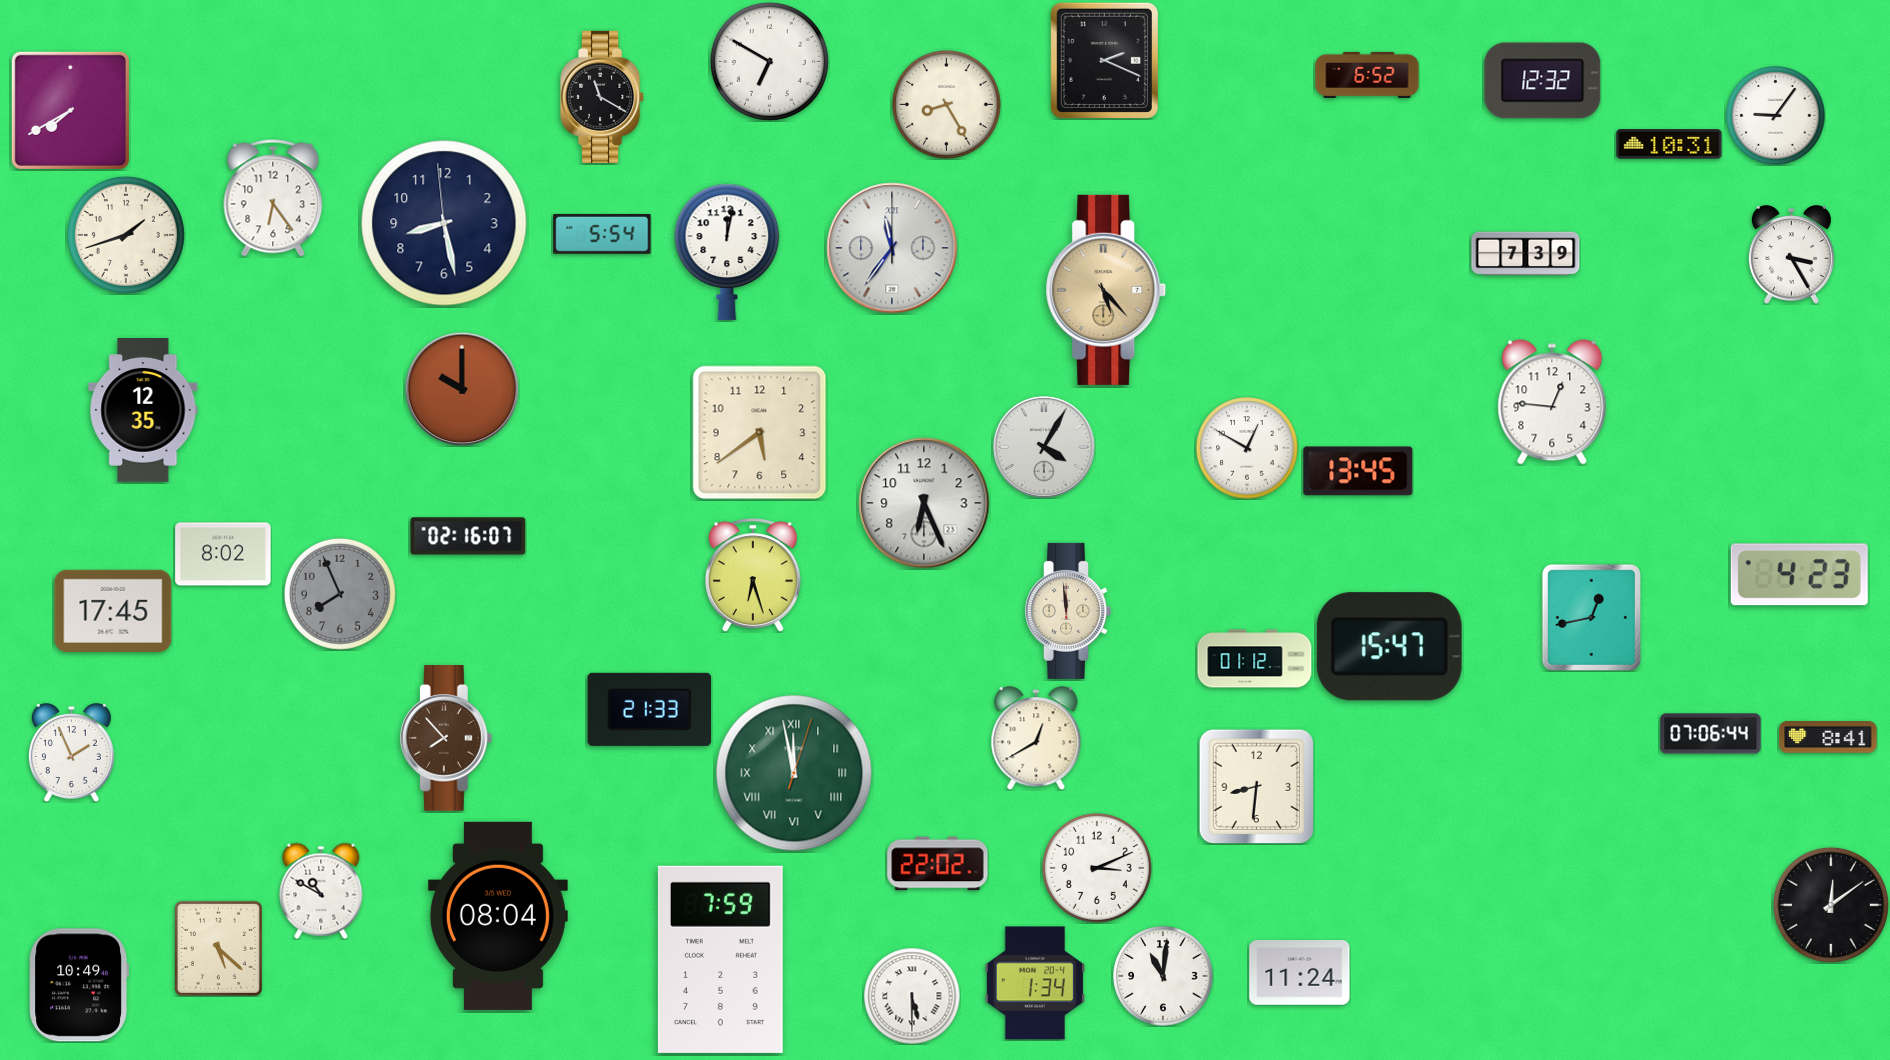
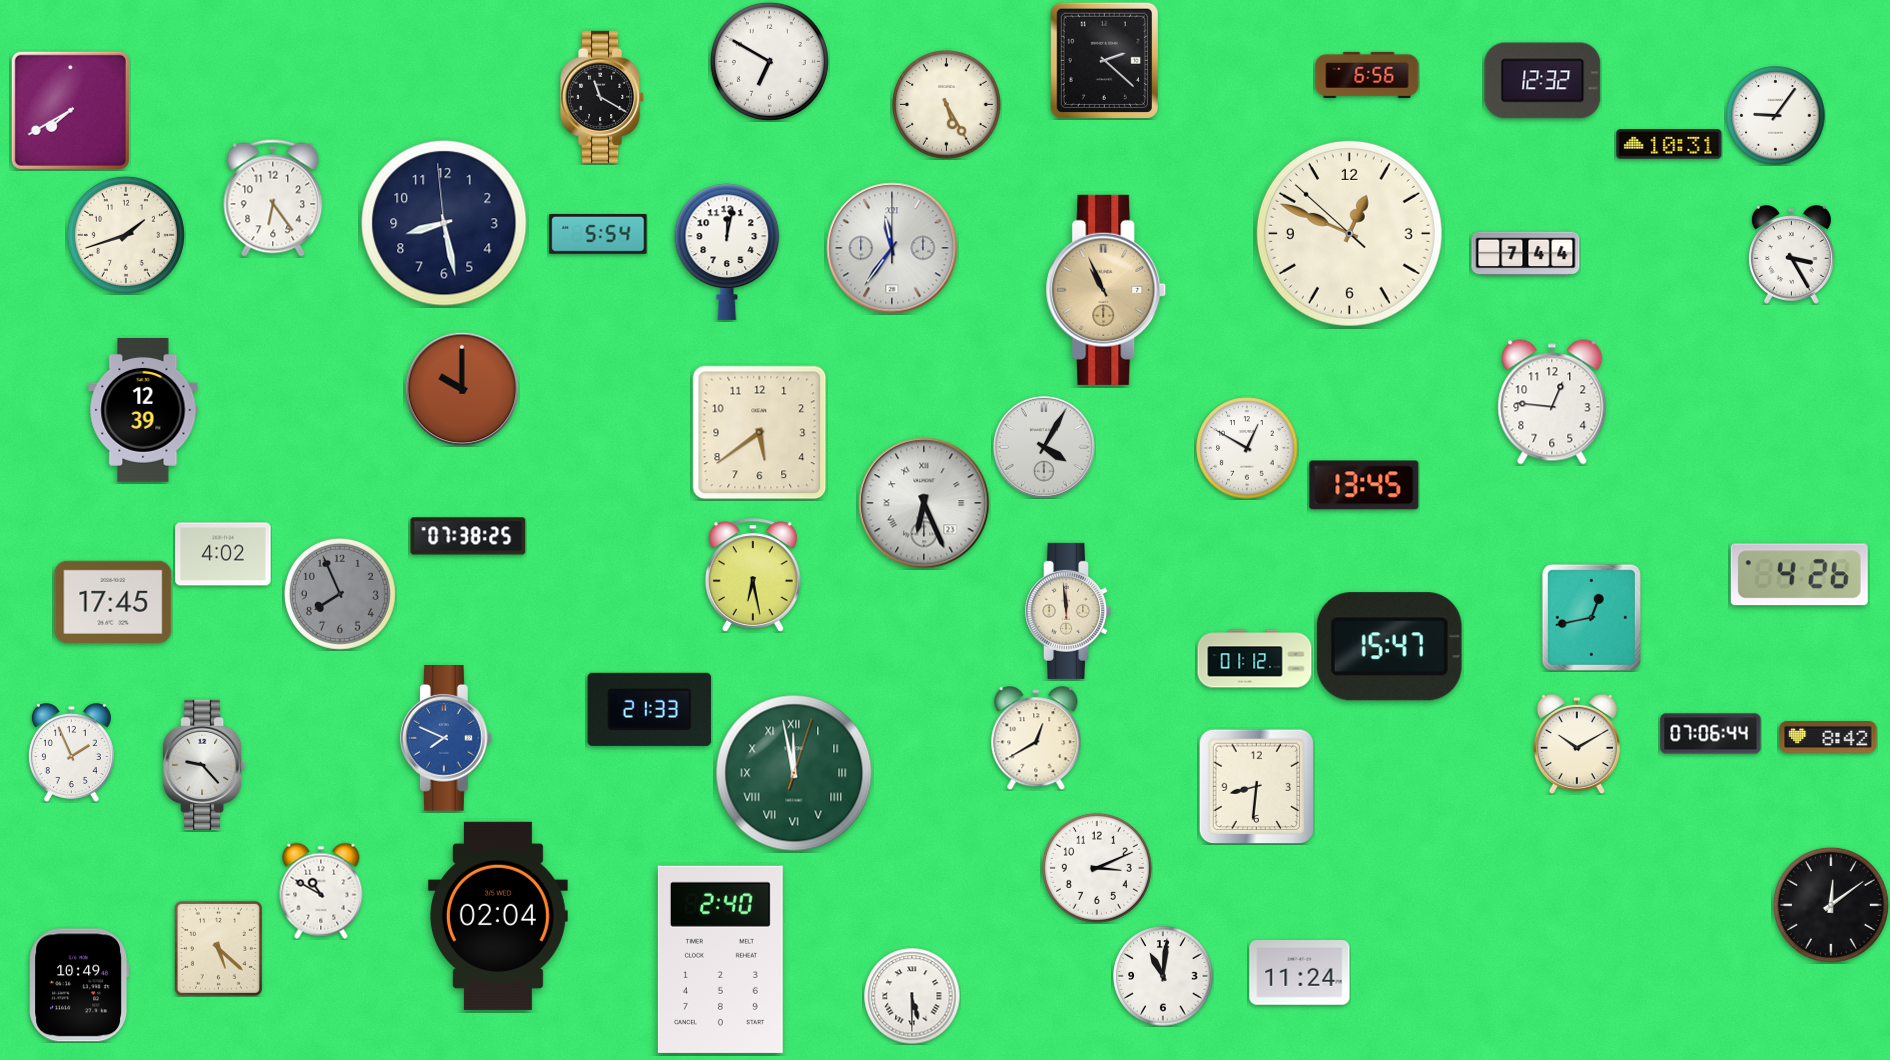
clock at (1104, 60): 2:19 -> 2:22
clock at (1367, 75): 6:52 -> 6:56
clock at (947, 105): 8:25 -> 5:25
clock at (1349, 233): none -> 12:48
clock at (602, 234) position: (602, 234) -> (598, 234)
clock at (1526, 254): 7:39 -> 7:44
clock at (1106, 290): 5:23 -> 10:56
clock at (143, 411): 12:35 -> 12:39
clock at (1358, 471) position: (1358, 471) -> (1364, 485)
clock at (924, 503) numerals: Arabic -> Roman
clock at (468, 536): 02:16 -> 07:38
clock at (223, 554): 8:02 -> 4:02
clock at (753, 575): 6:27 -> 6:28
clock at (1799, 575): 4:23 -> 4:26
clock at (113, 611) position: (113, 611) -> (113, 602)
clock at (446, 738): 7:53 -> 7:49
clock at (446, 738) dial: brown -> blue
clock at (1828, 738): 8:41 -> 8:42
clock at (1577, 743): none -> 10:10
clock at (205, 764): none -> 9:23
clock at (938, 864): 22:02 -> none
clock at (498, 916): 08:04 -> 02:04
clock at (720, 959): 7:59 -> 2:40
clock at (1035, 983): 1:34 -> none
